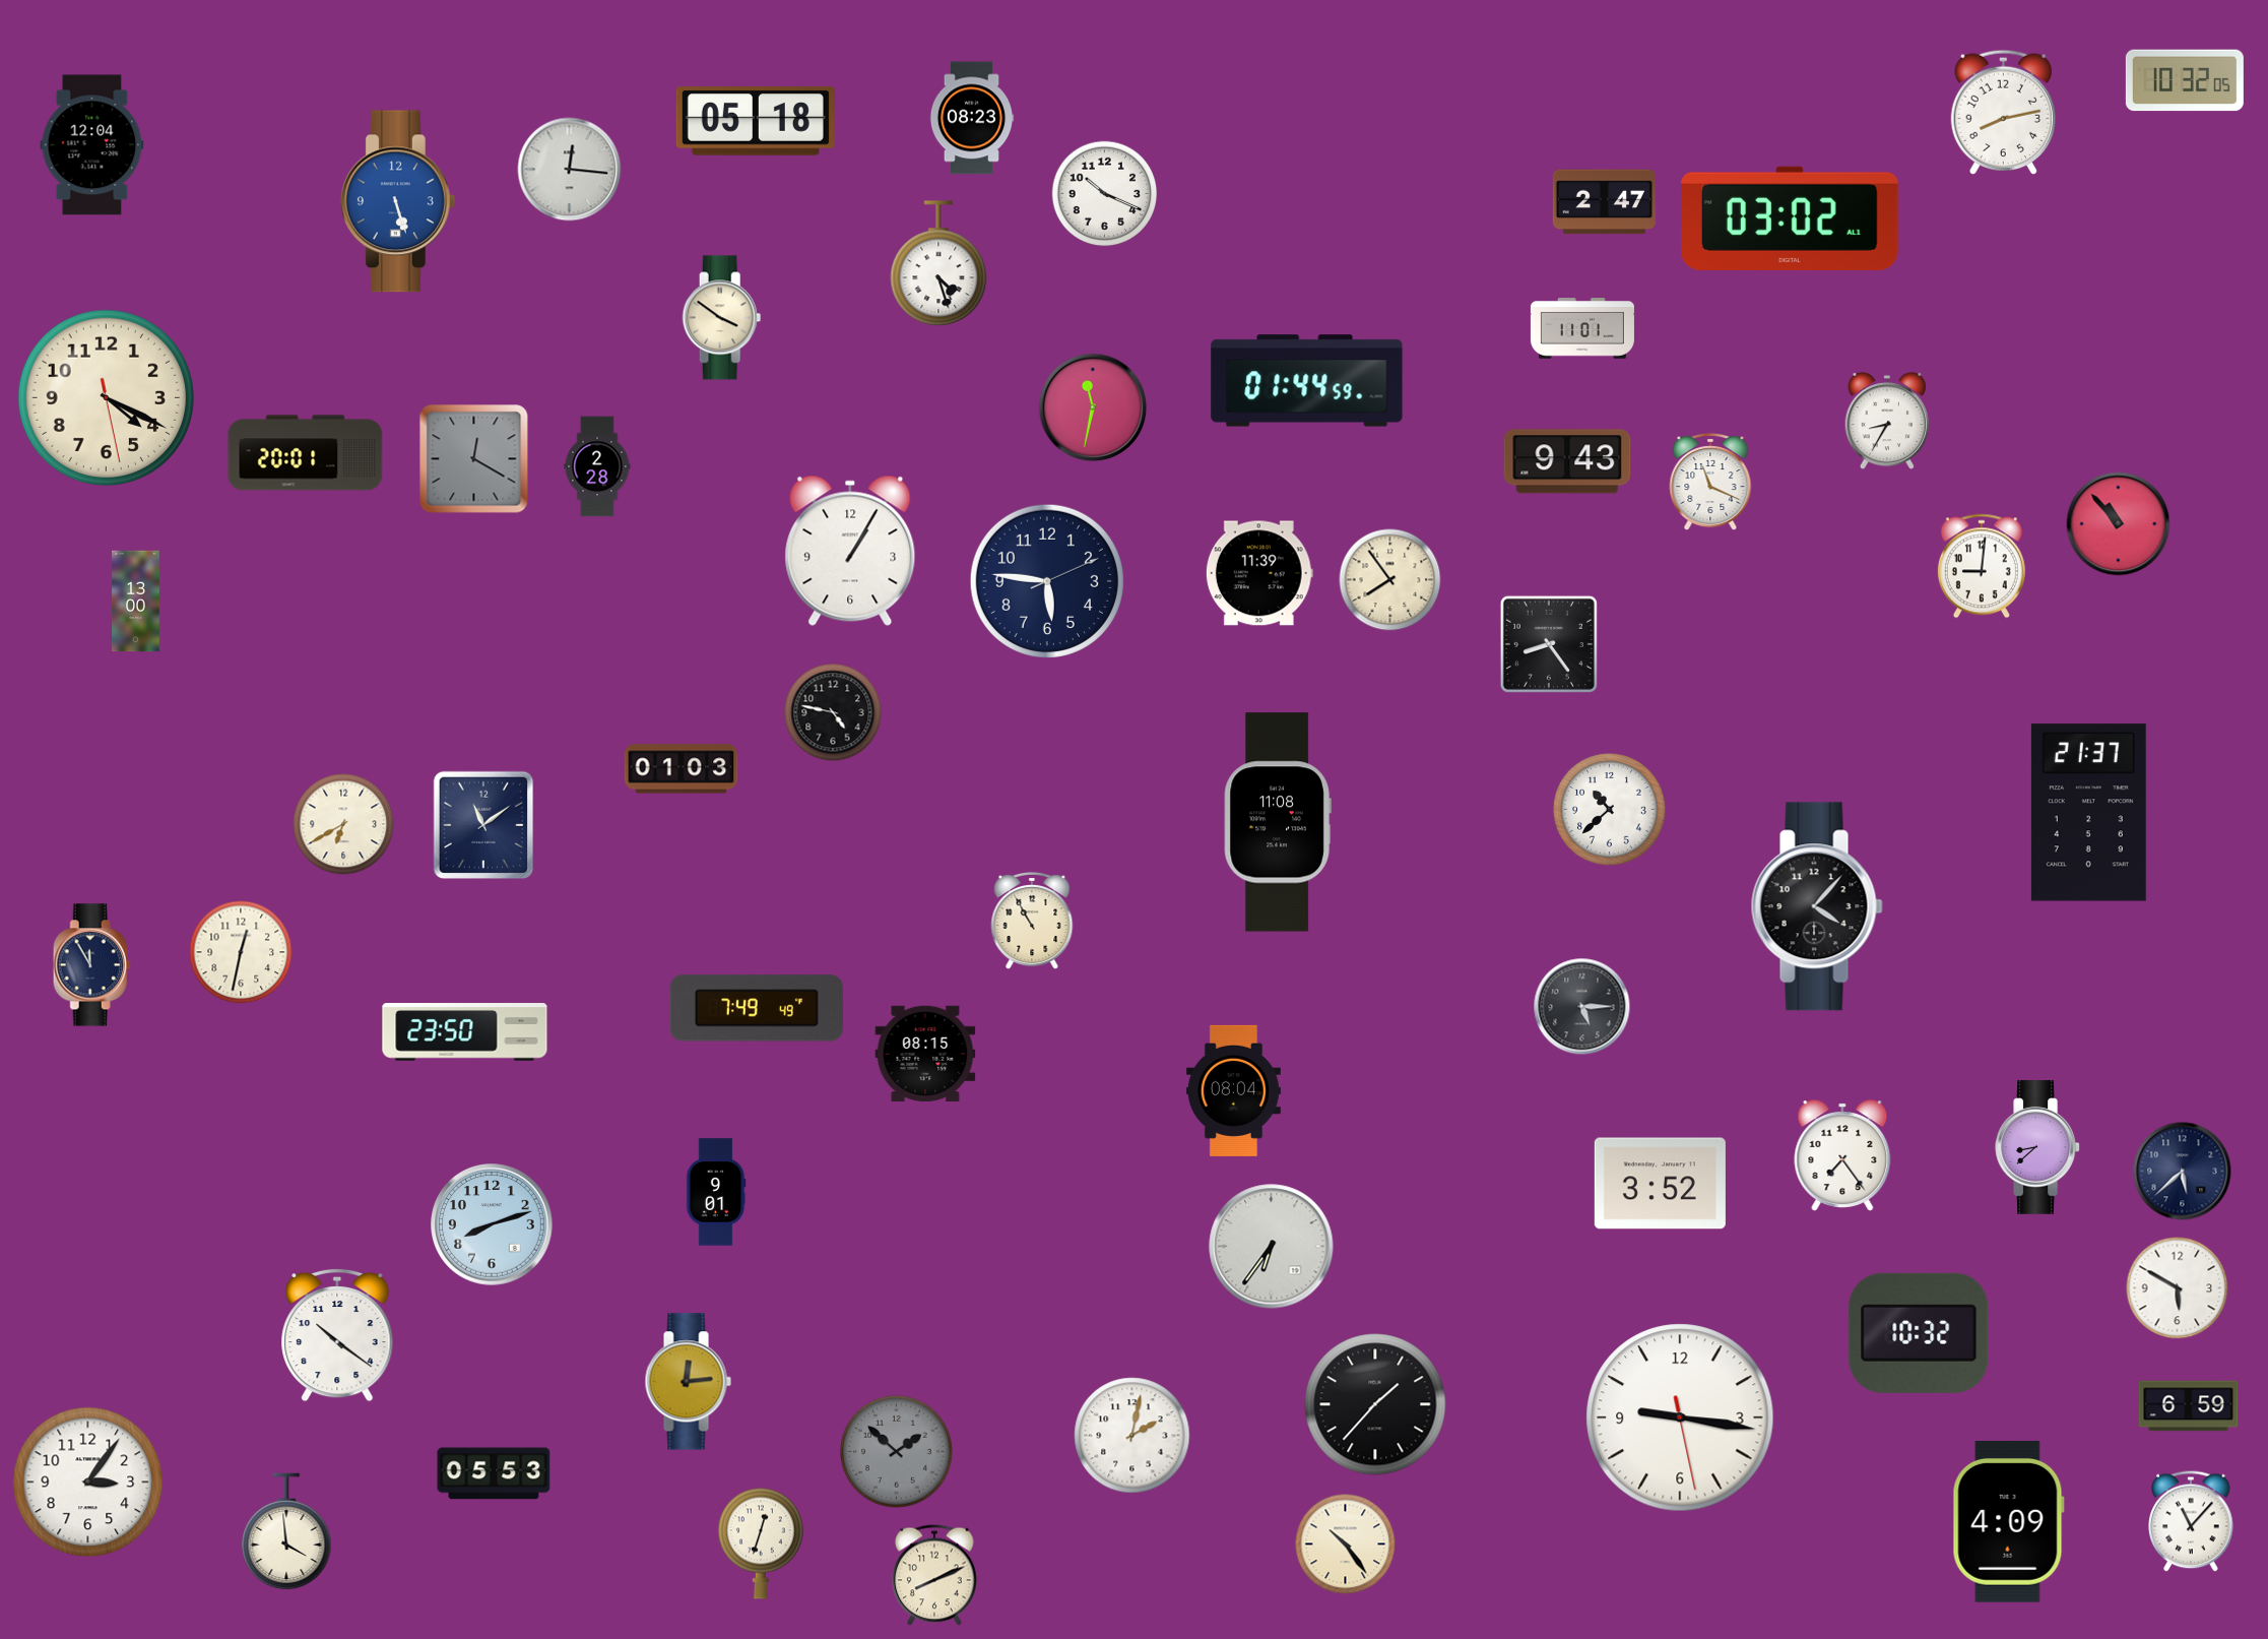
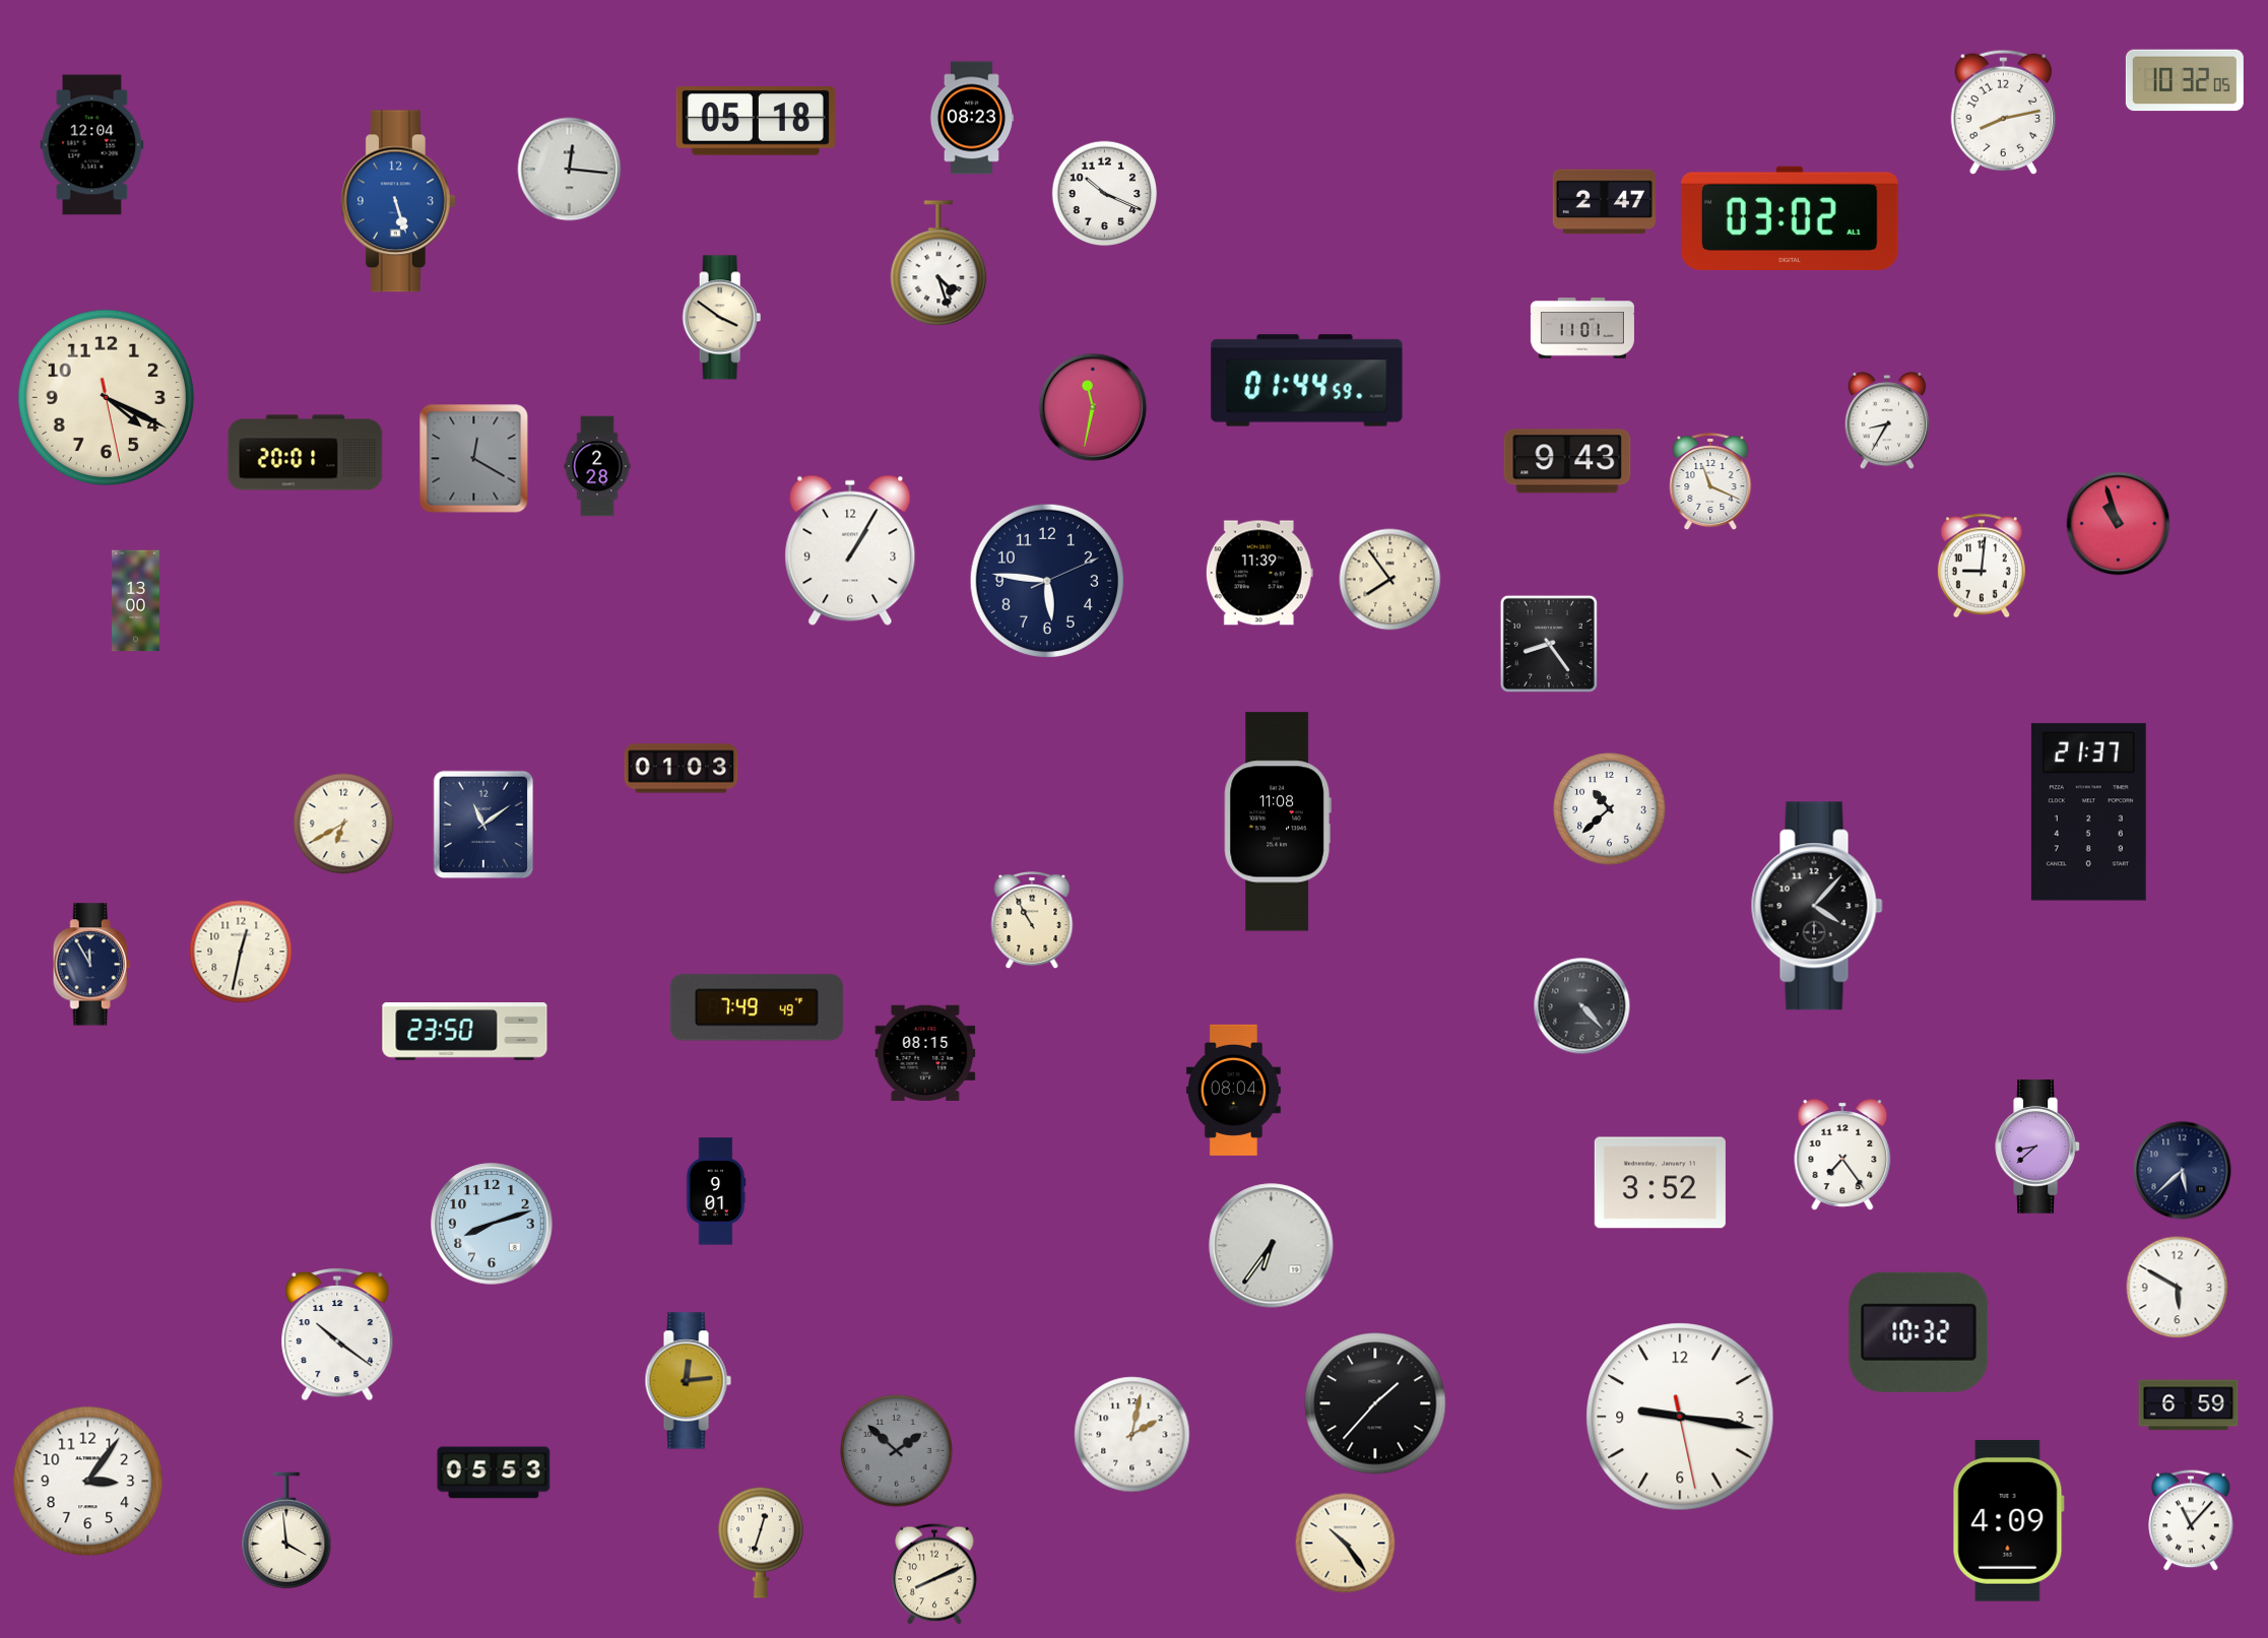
clock at (2119, 524): 10:53 -> 10:57
clock at (833, 712): 4:47 -> none
clock at (1582, 1007): 5:15 -> 4:23
